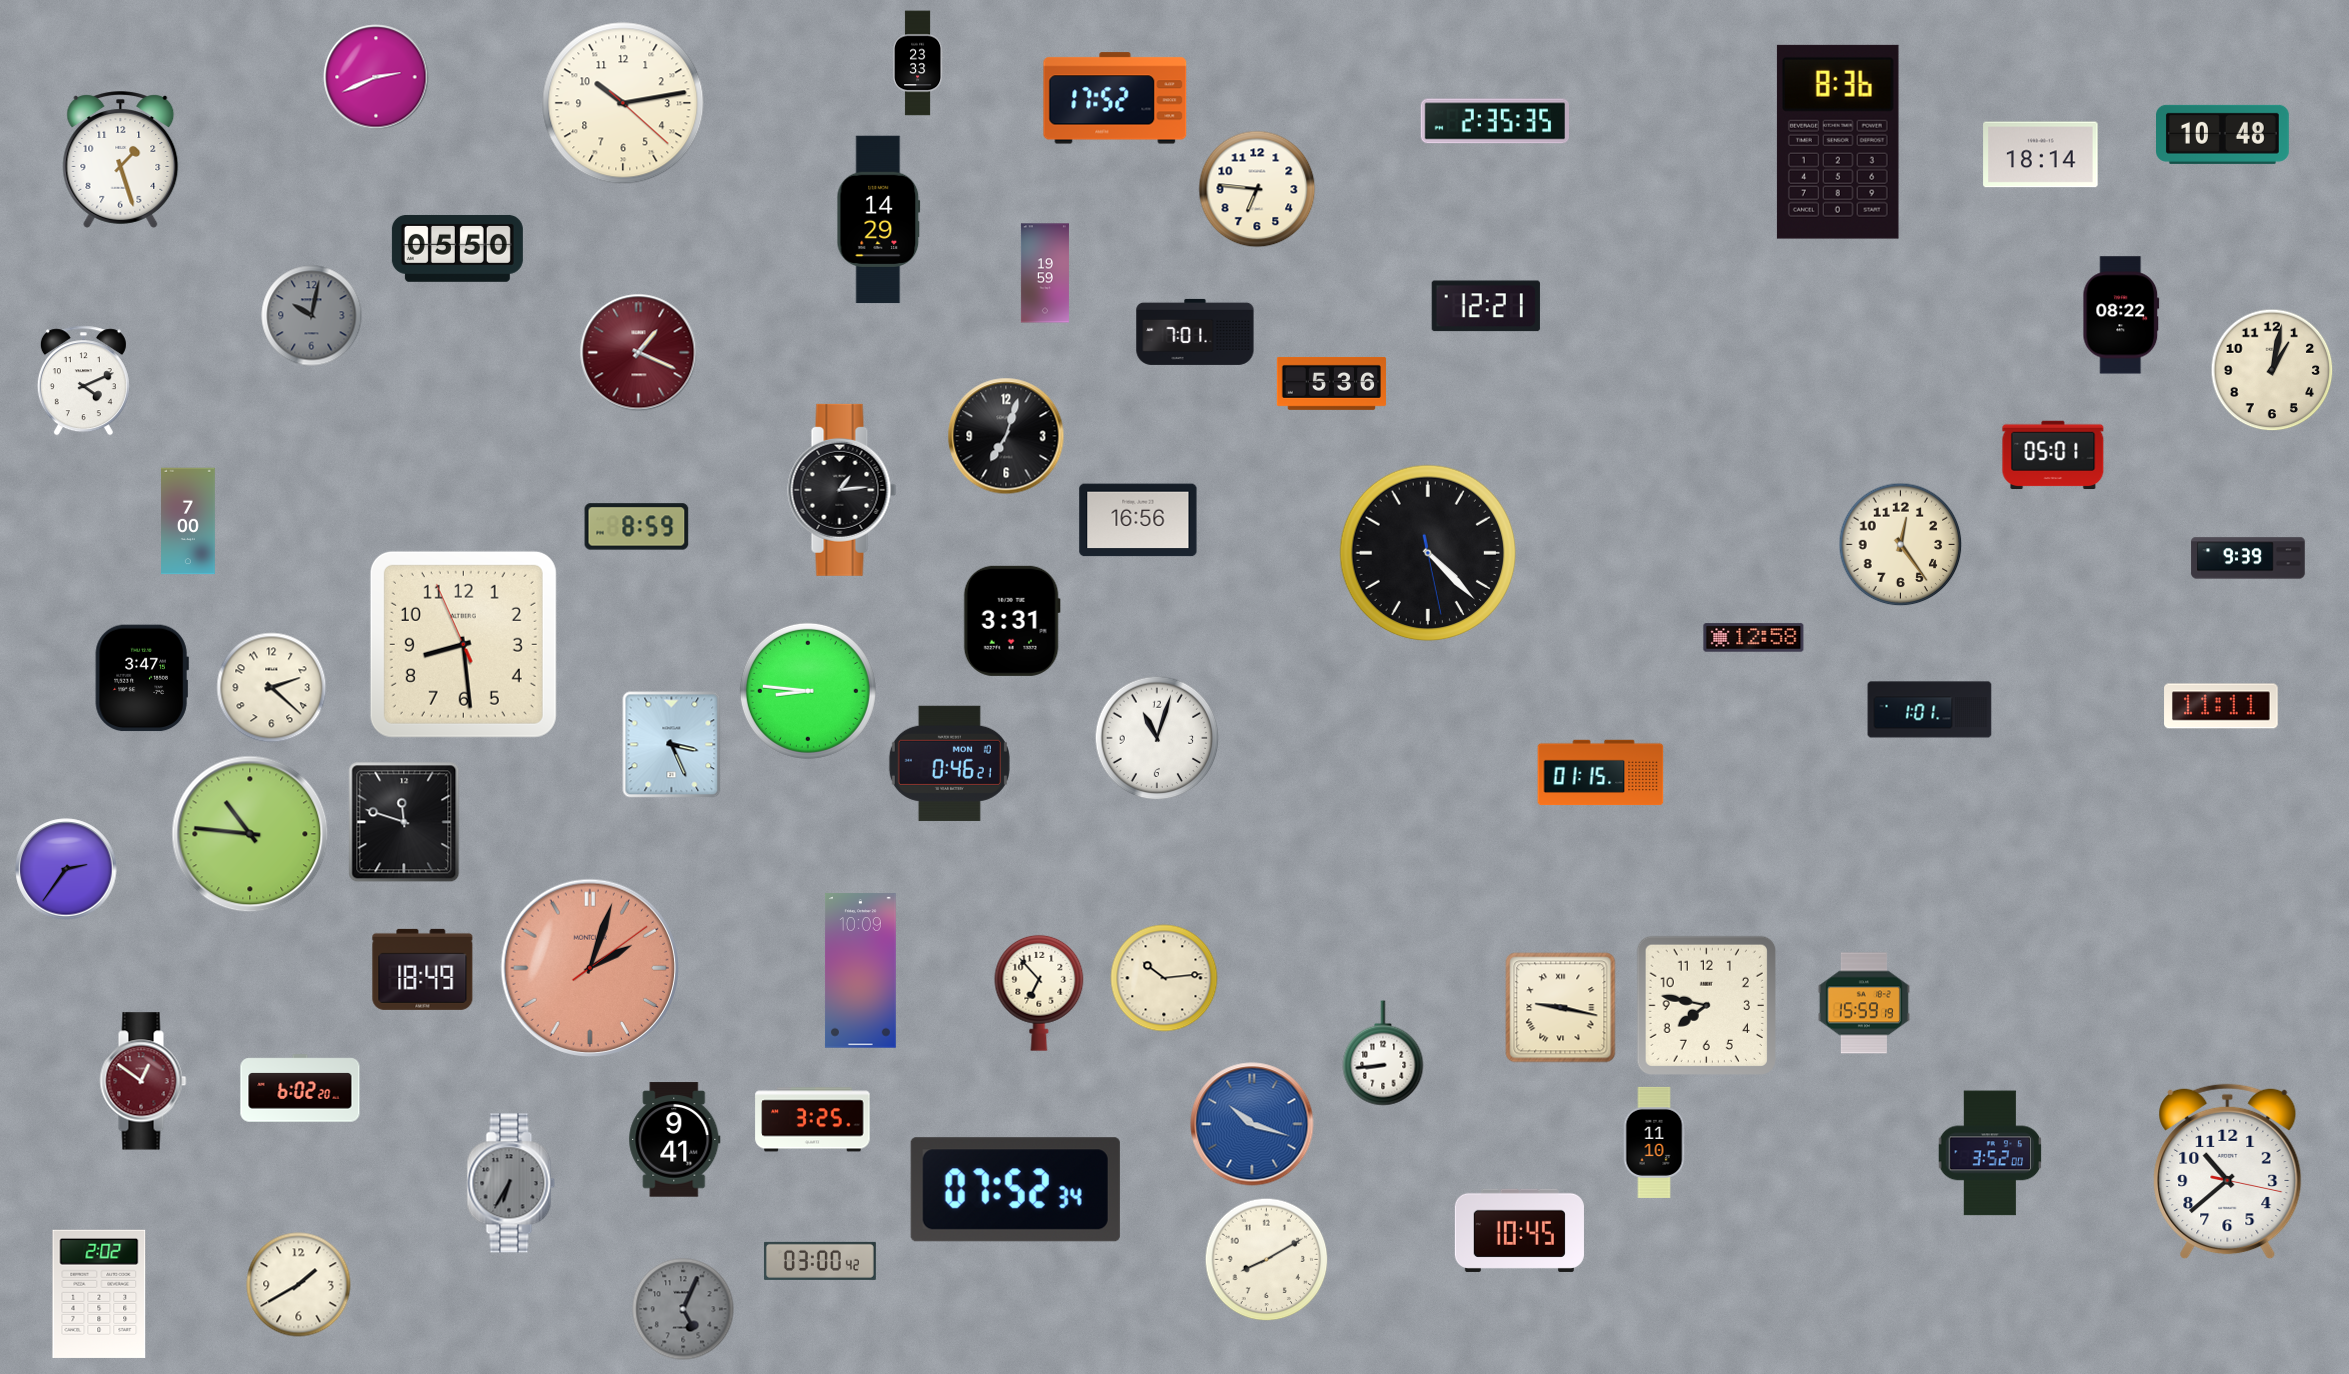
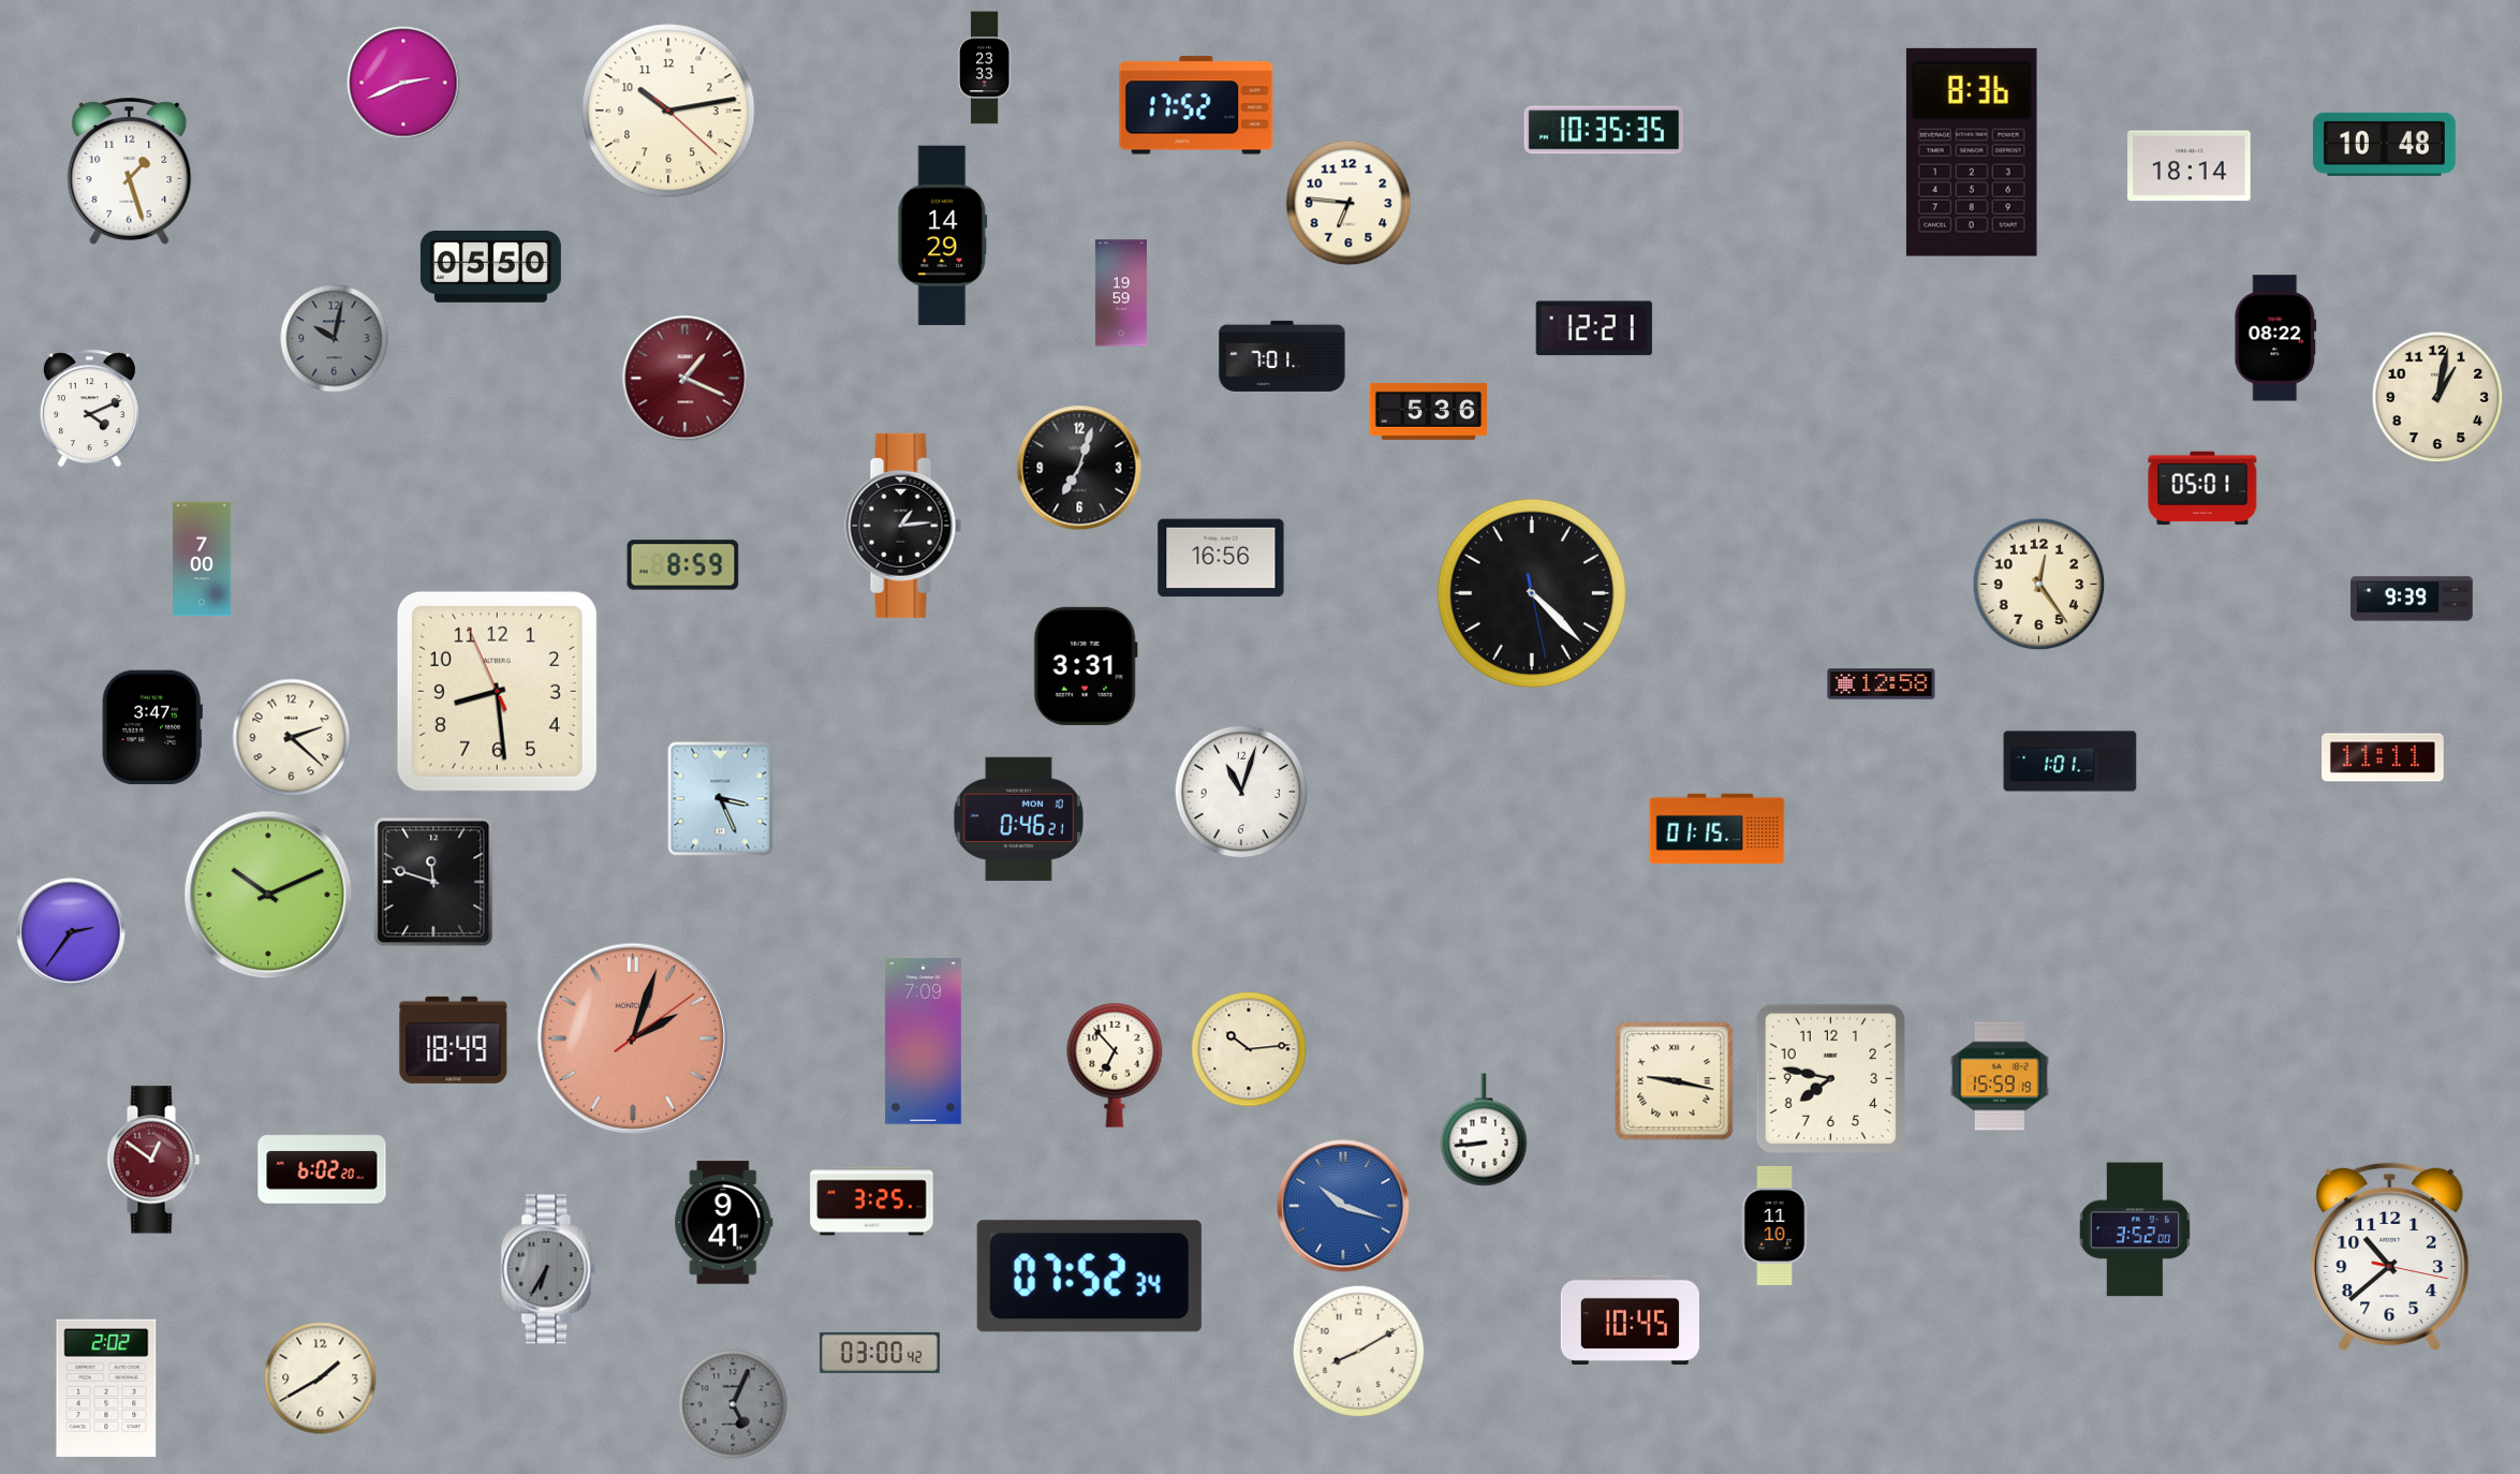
clock at (1494, 121): 2:35 -> 10:35
clock at (808, 691): 8:46 -> none
clock at (250, 834): 10:46 -> 10:11
clock at (860, 971): 10:09 -> 7:09
clock at (1990, 1153) position: (1990, 1153) -> (2135, 1229)
